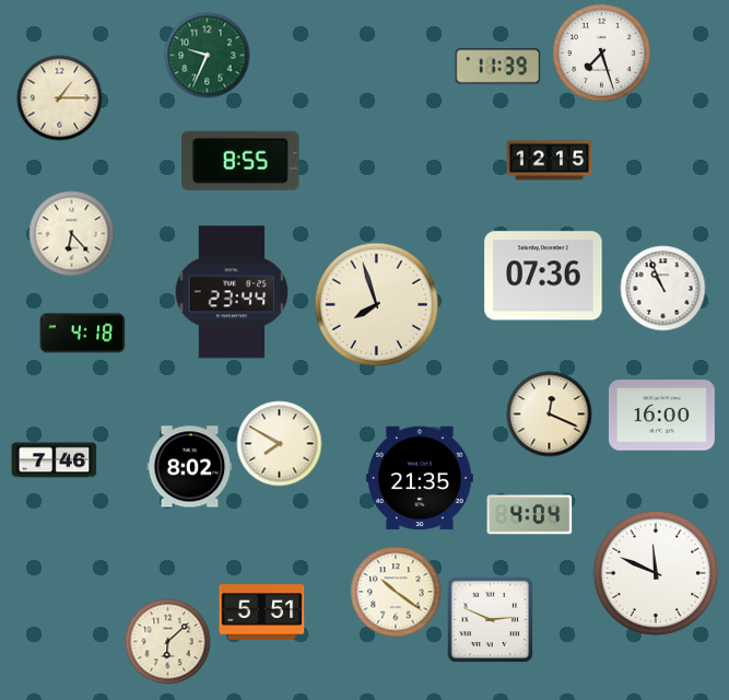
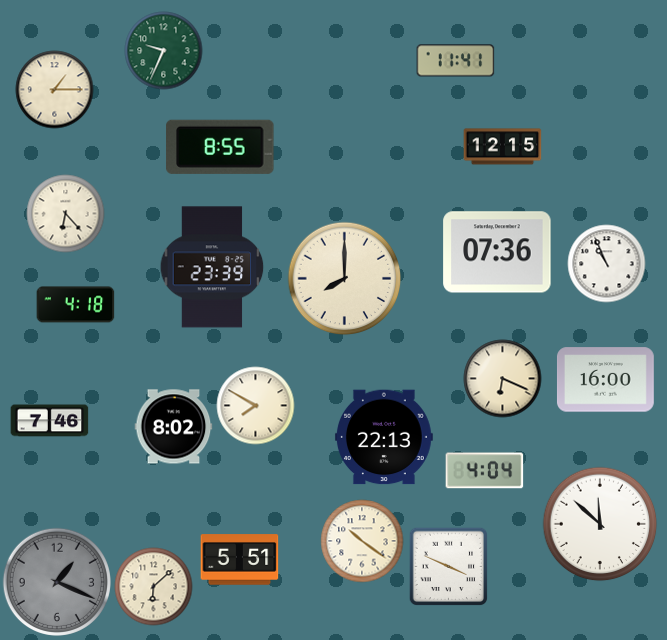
clock at (601, 52): 7:27 -> none
clock at (207, 55) position: (207, 55) -> (163, 50)
clock at (497, 67): 11:39 -> 11:41
clock at (232, 292): 23:44 -> 23:39
clock at (376, 304): 7:57 -> 8:00
clock at (549, 413): 12:19 -> 6:19
clock at (420, 478): 21:35 -> 22:13
clock at (656, 573): 11:49 -> 11:52
clock at (490, 619): 2:49 -> 3:49
clock at (56, 581): none -> 1:19
